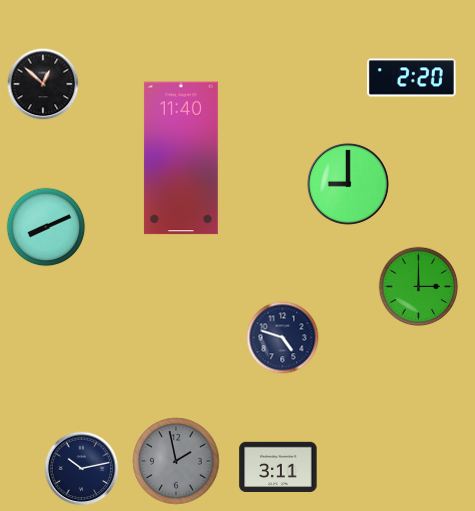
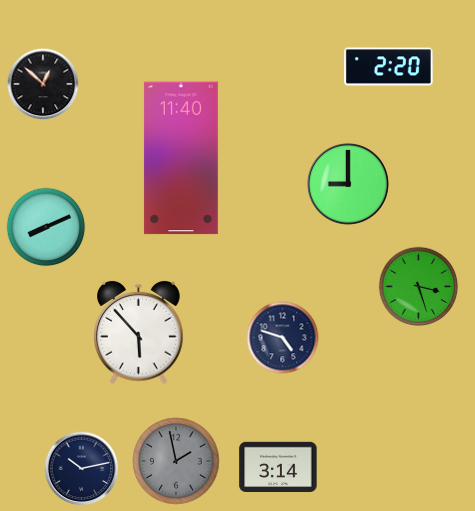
clock at (412, 78) position: (412, 78) -> (389, 67)
clock at (419, 287): 3:00 -> 3:27
clock at (139, 333): none -> 5:53
clock at (278, 466): 3:11 -> 3:14
